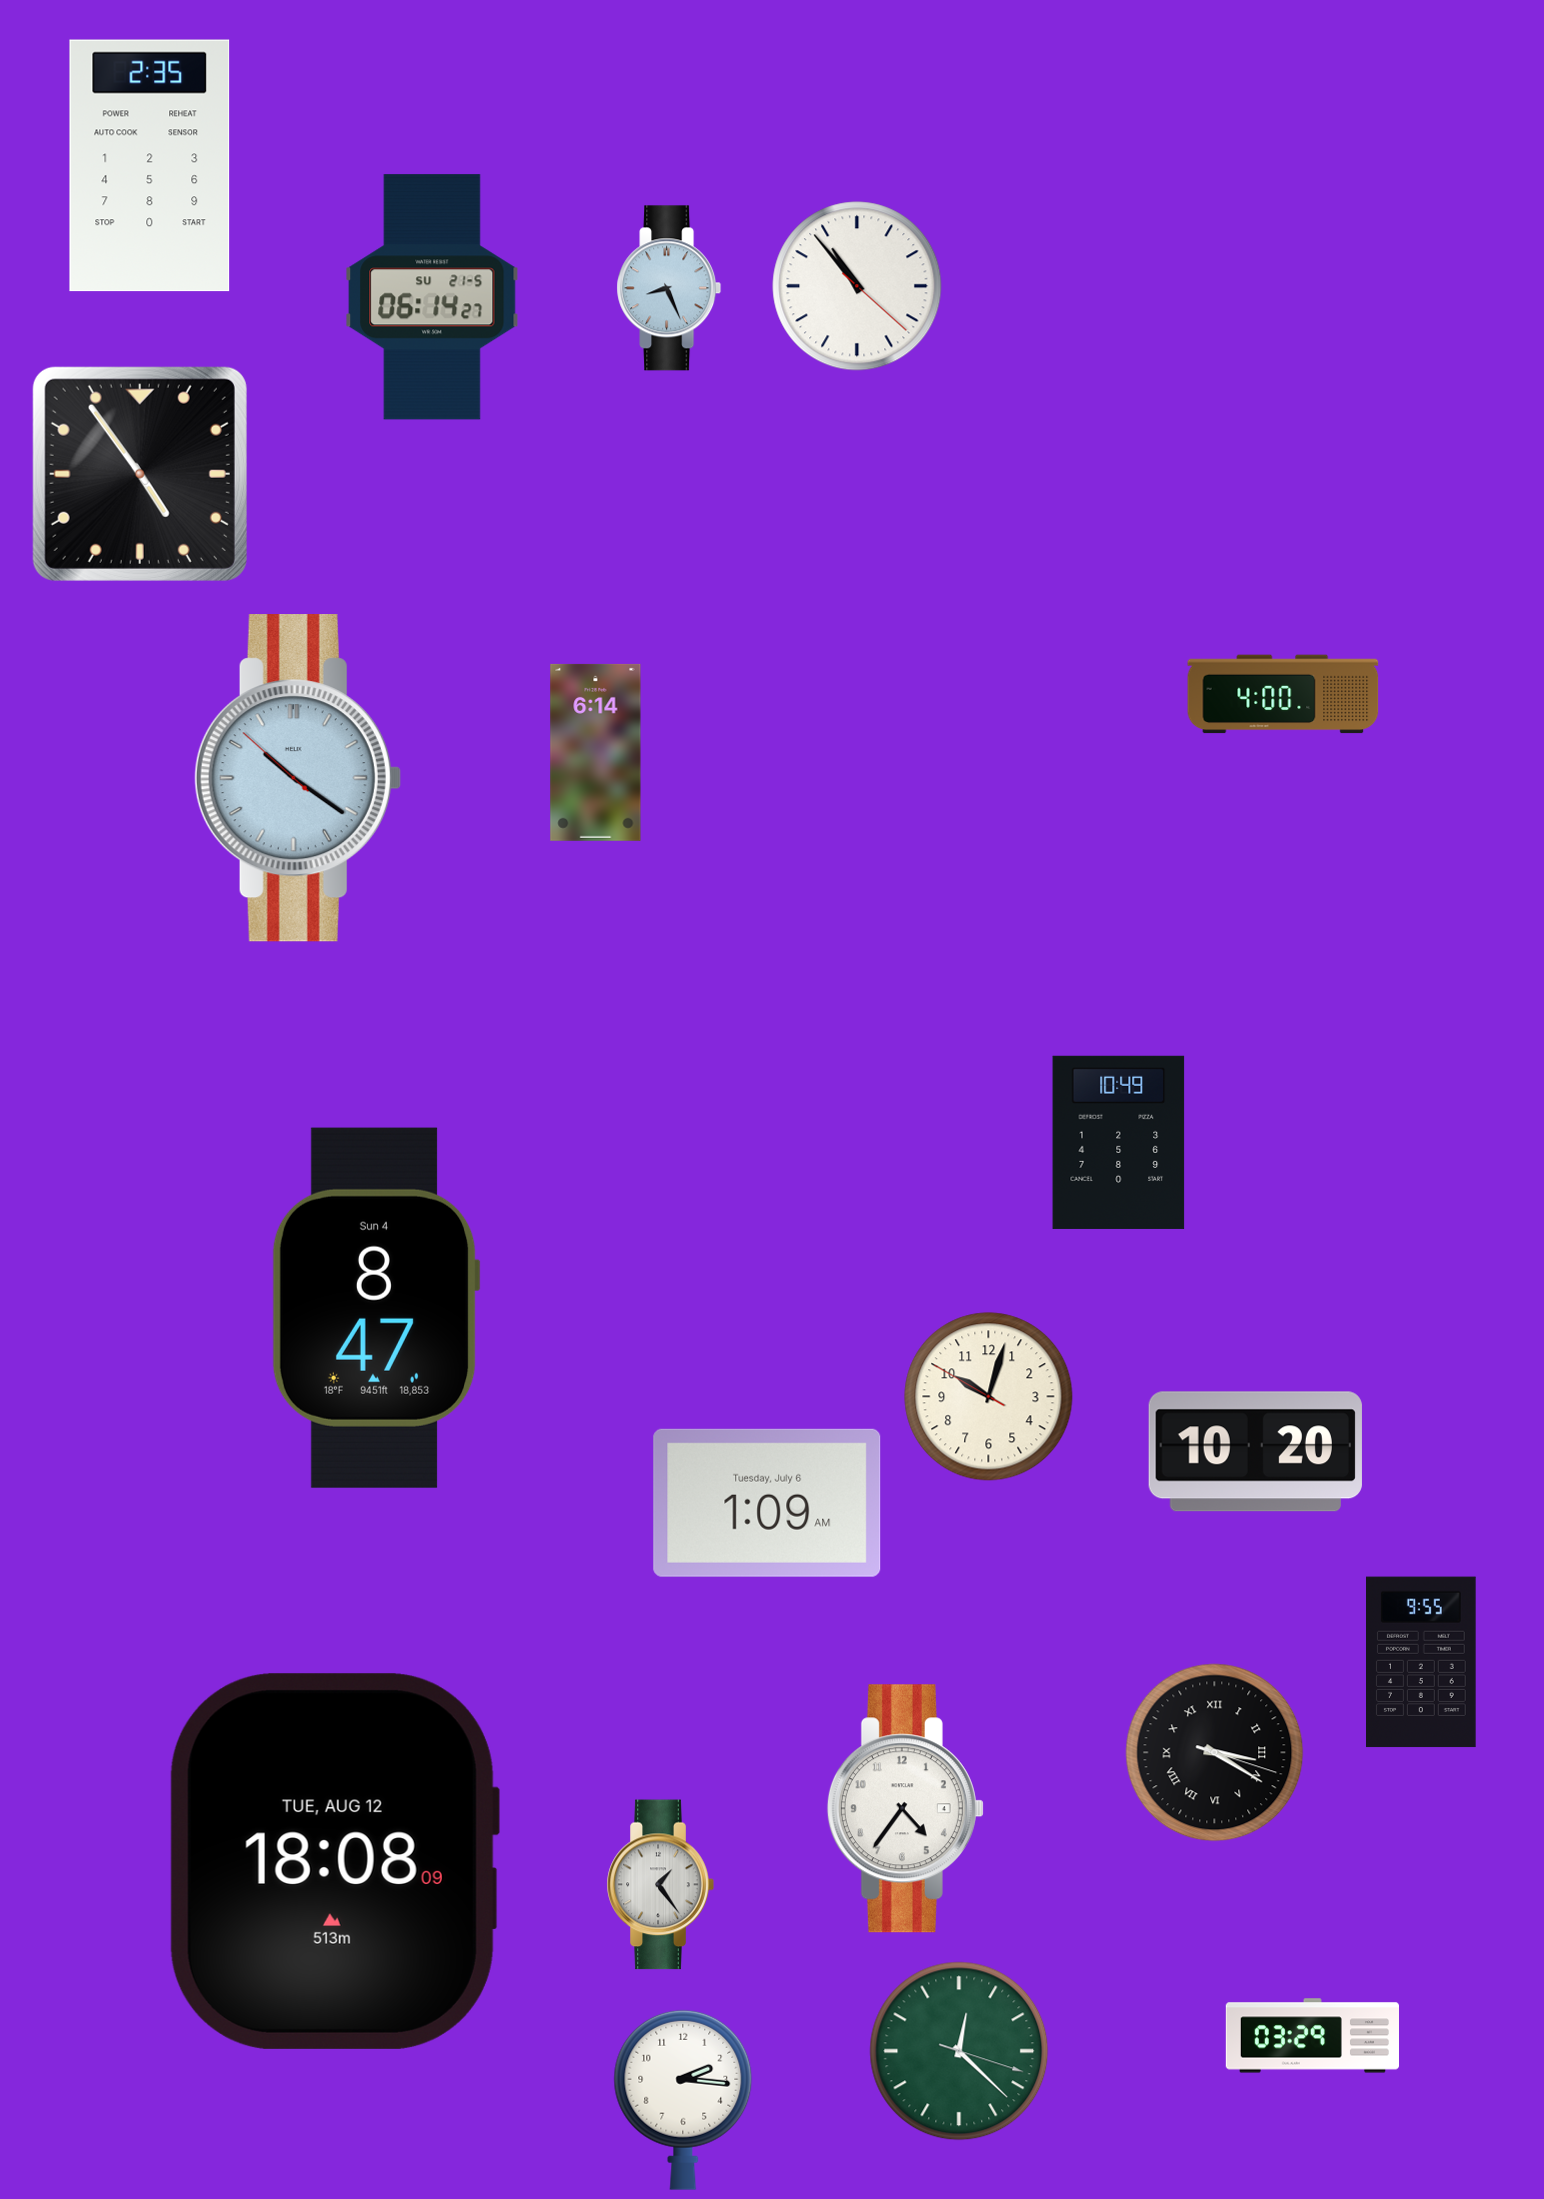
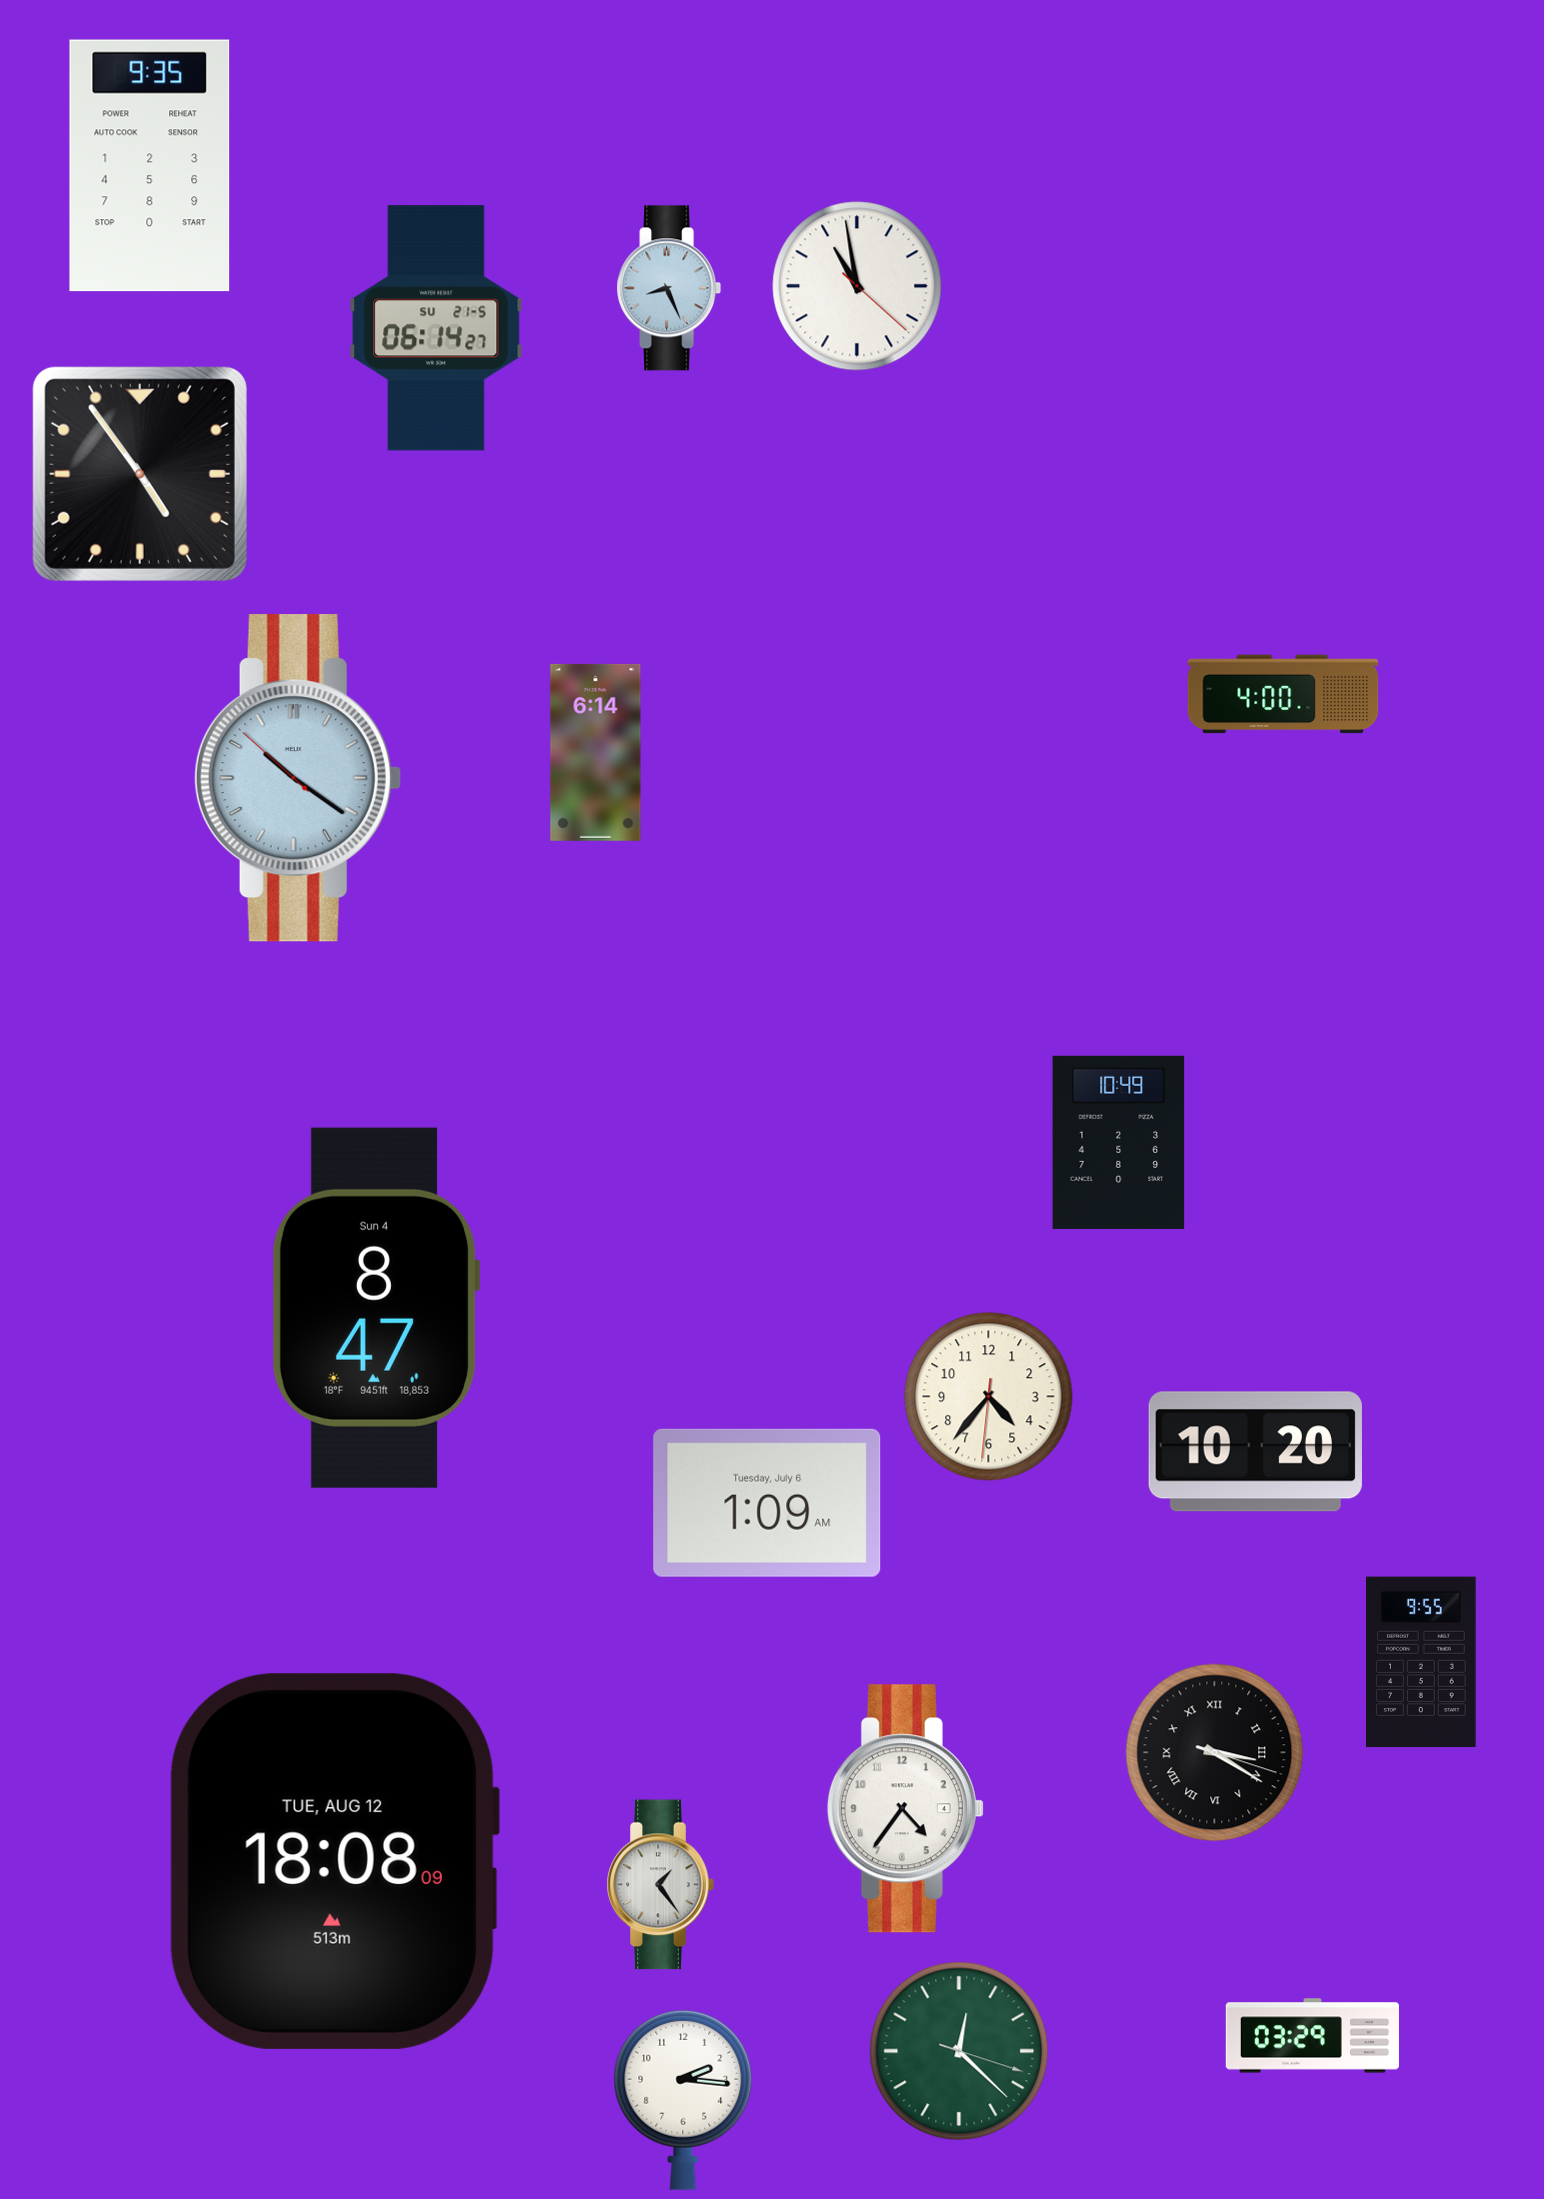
clock at (150, 166): 2:35 -> 9:35
clock at (857, 286): 10:53 -> 10:58
clock at (432, 297) position: (432, 297) -> (436, 328)
clock at (989, 1397): 10:02 -> 4:36
